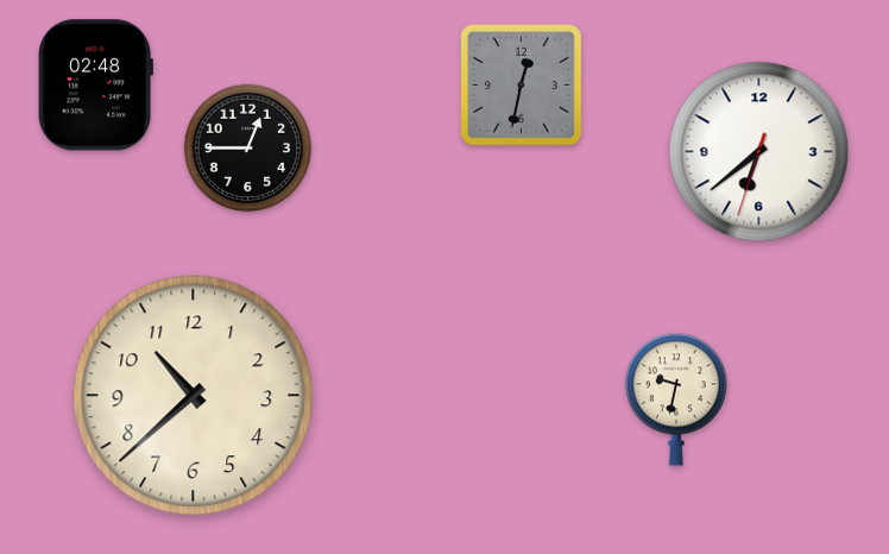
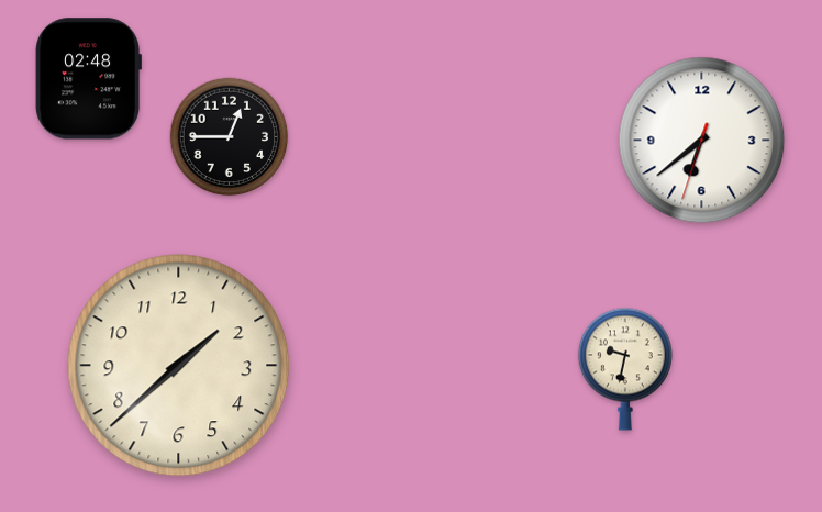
clock at (522, 86): 12:32 -> none
clock at (194, 396): 10:38 -> 1:38
